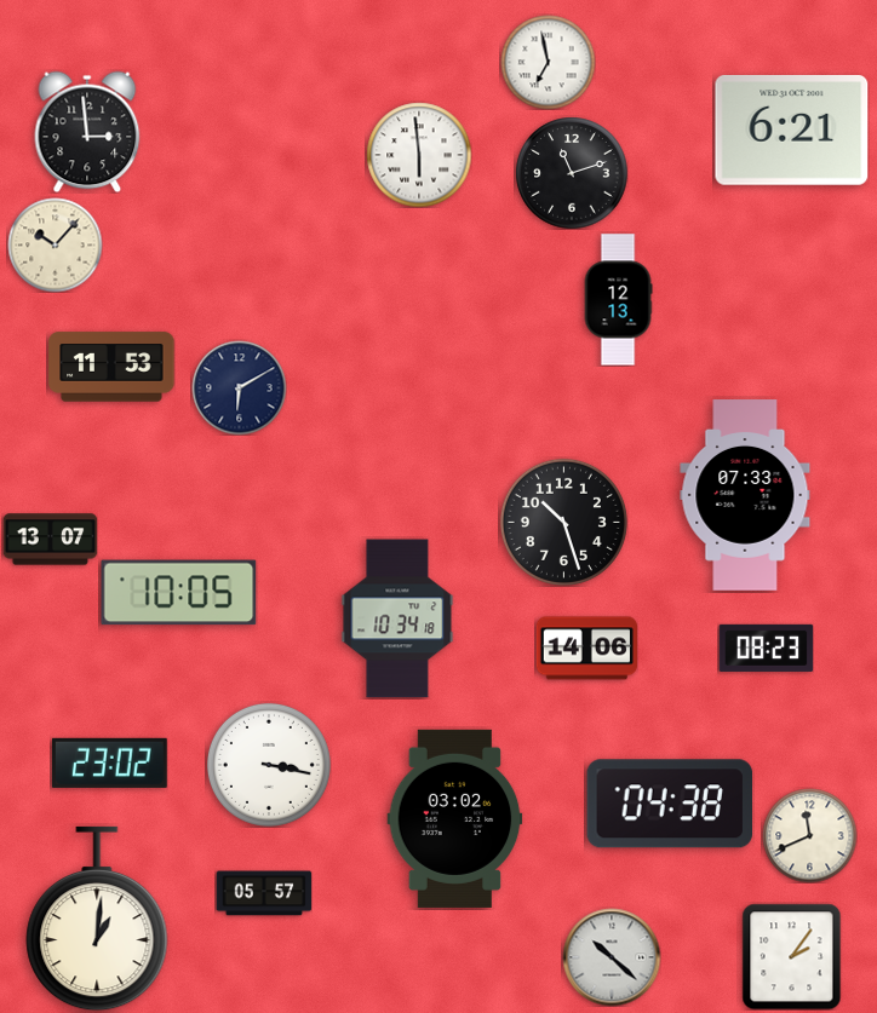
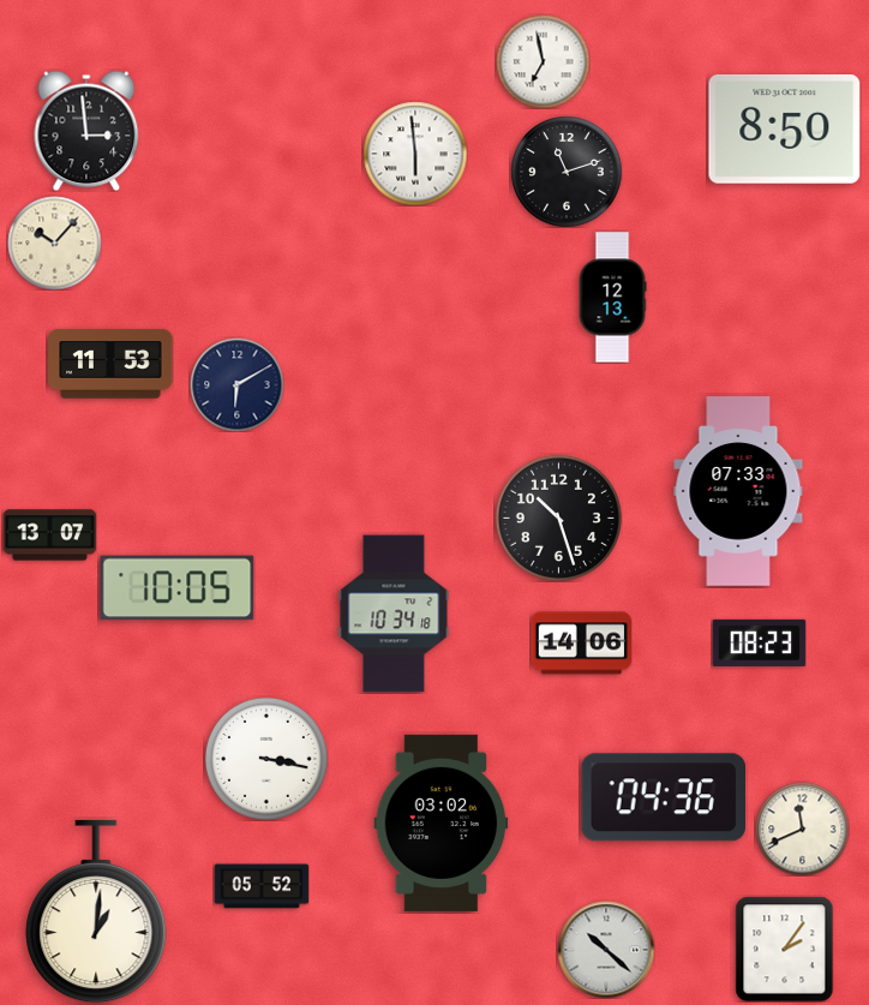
clock at (792, 131): 6:21 -> 8:50
clock at (109, 762): 23:02 -> none
clock at (669, 804): 04:38 -> 04:36
clock at (455, 818) position: (455, 818) -> (442, 822)
clock at (264, 893): 05:57 -> 05:52
